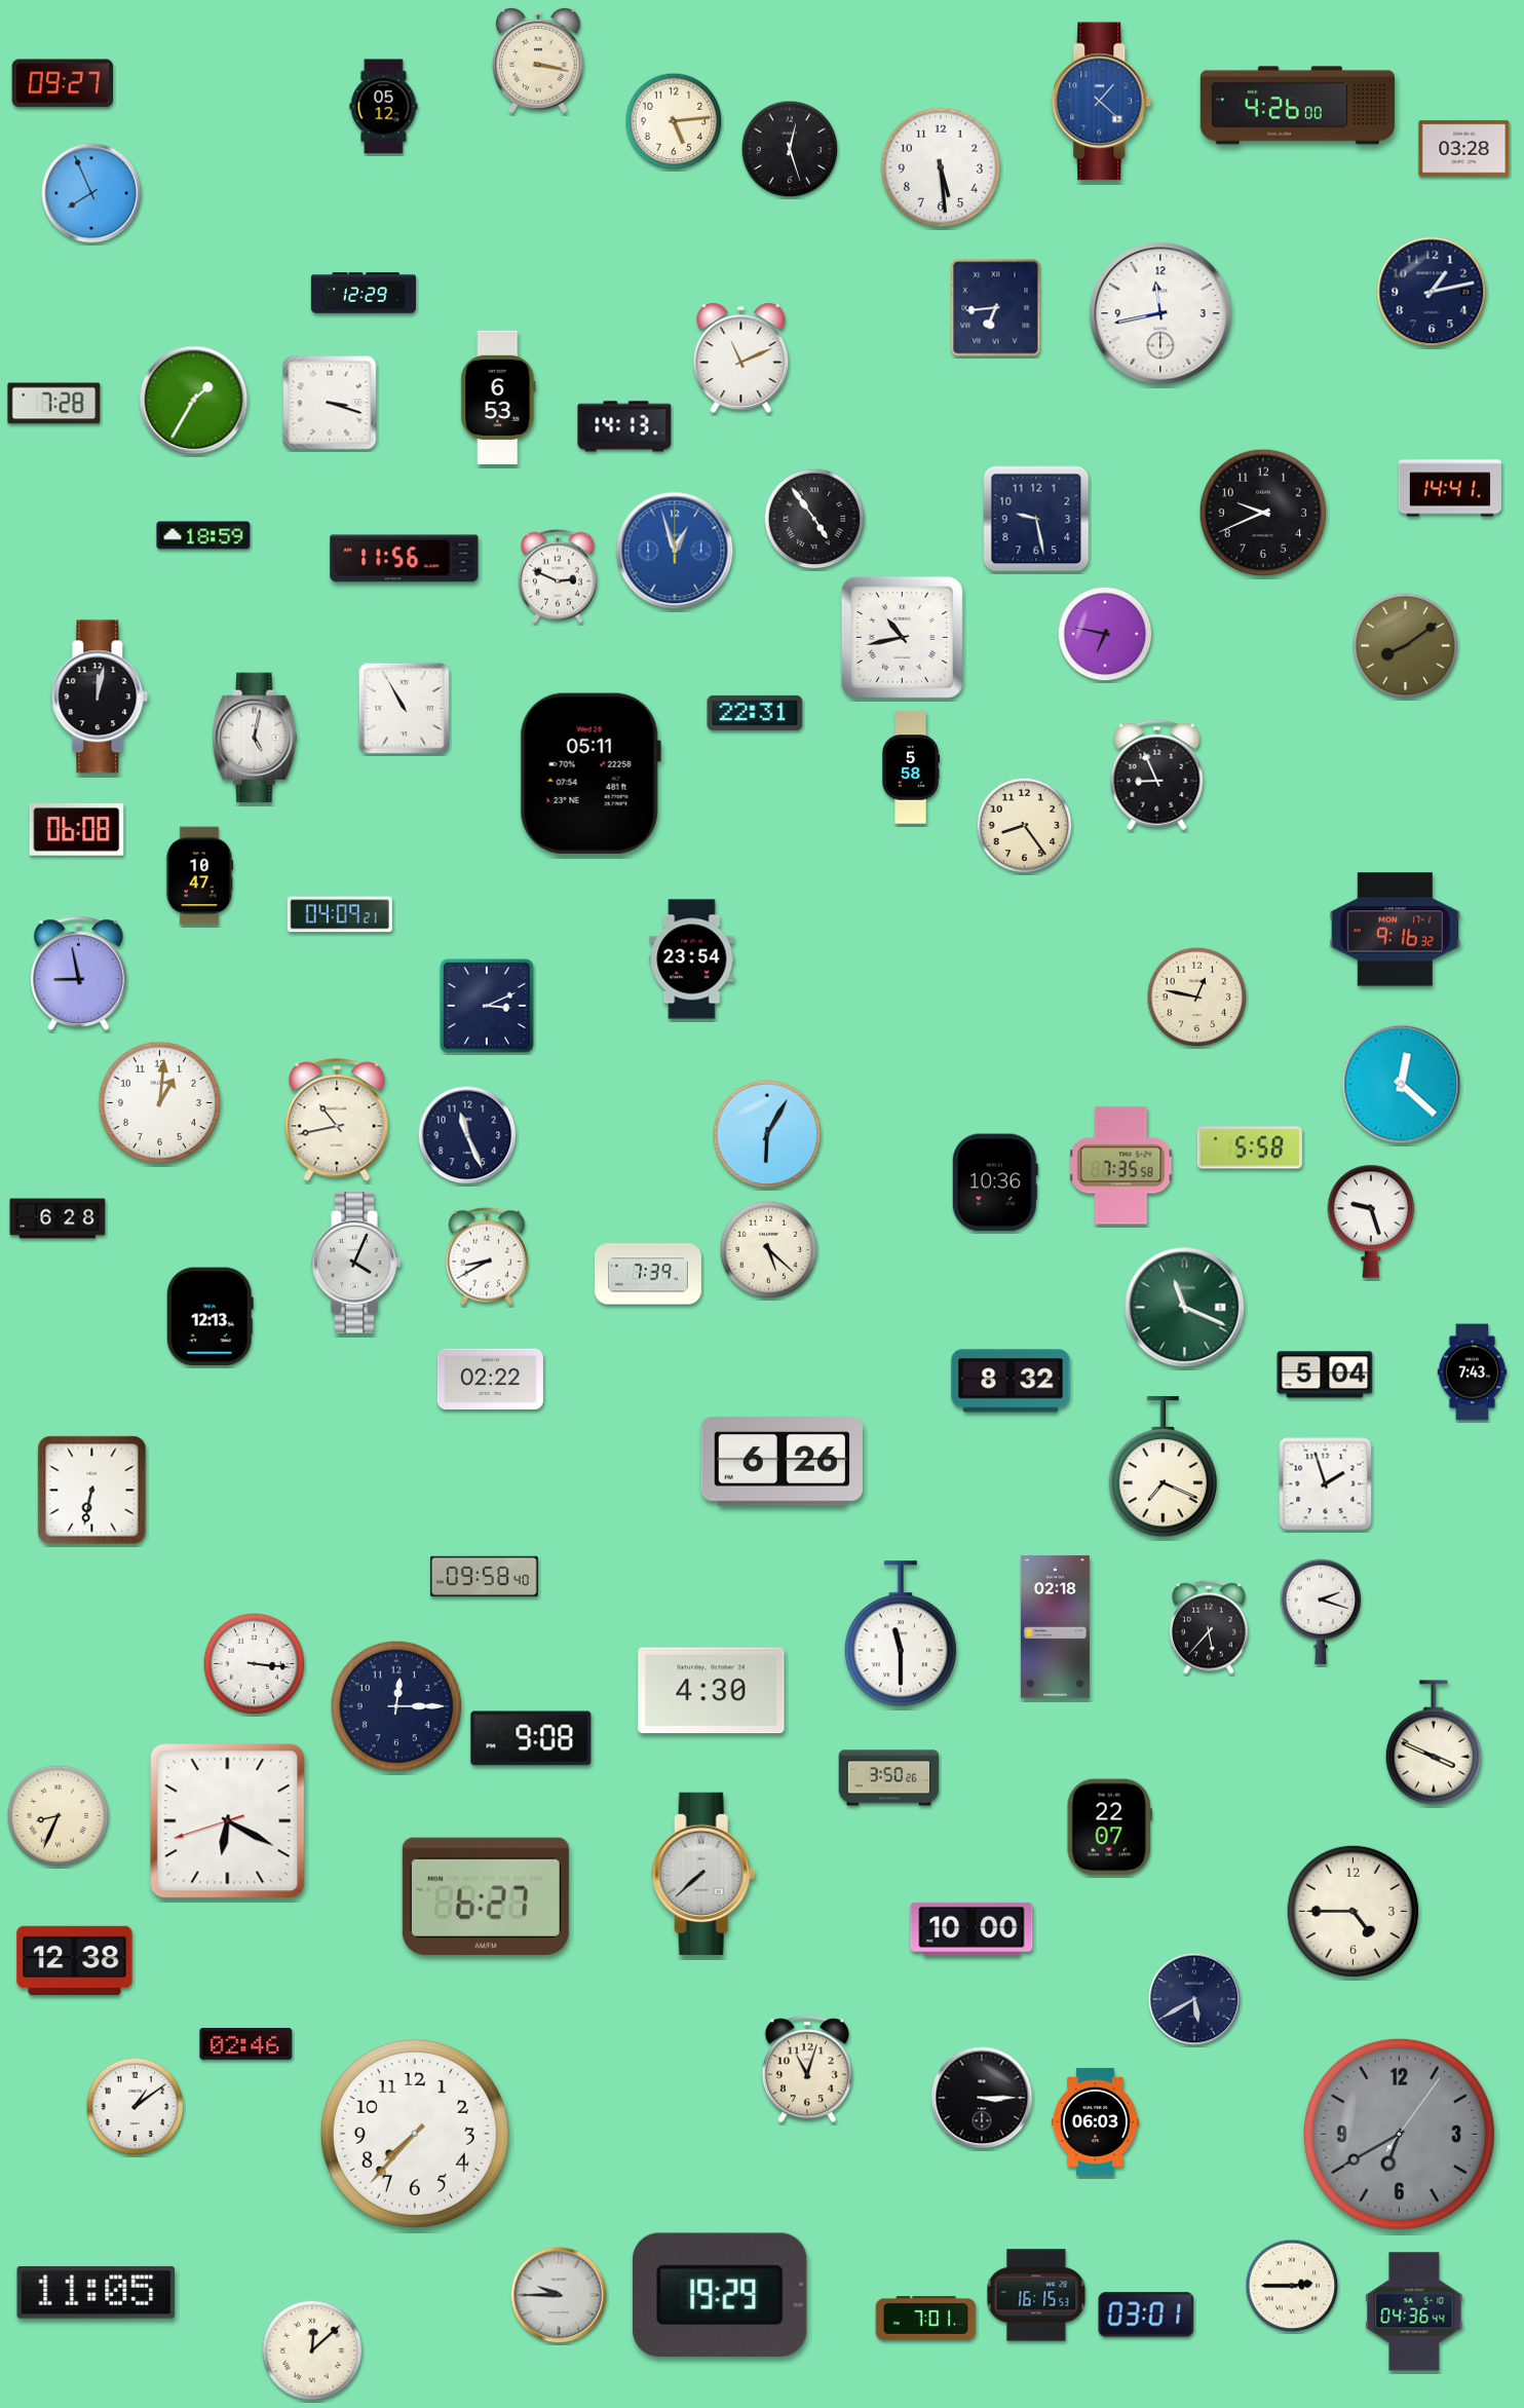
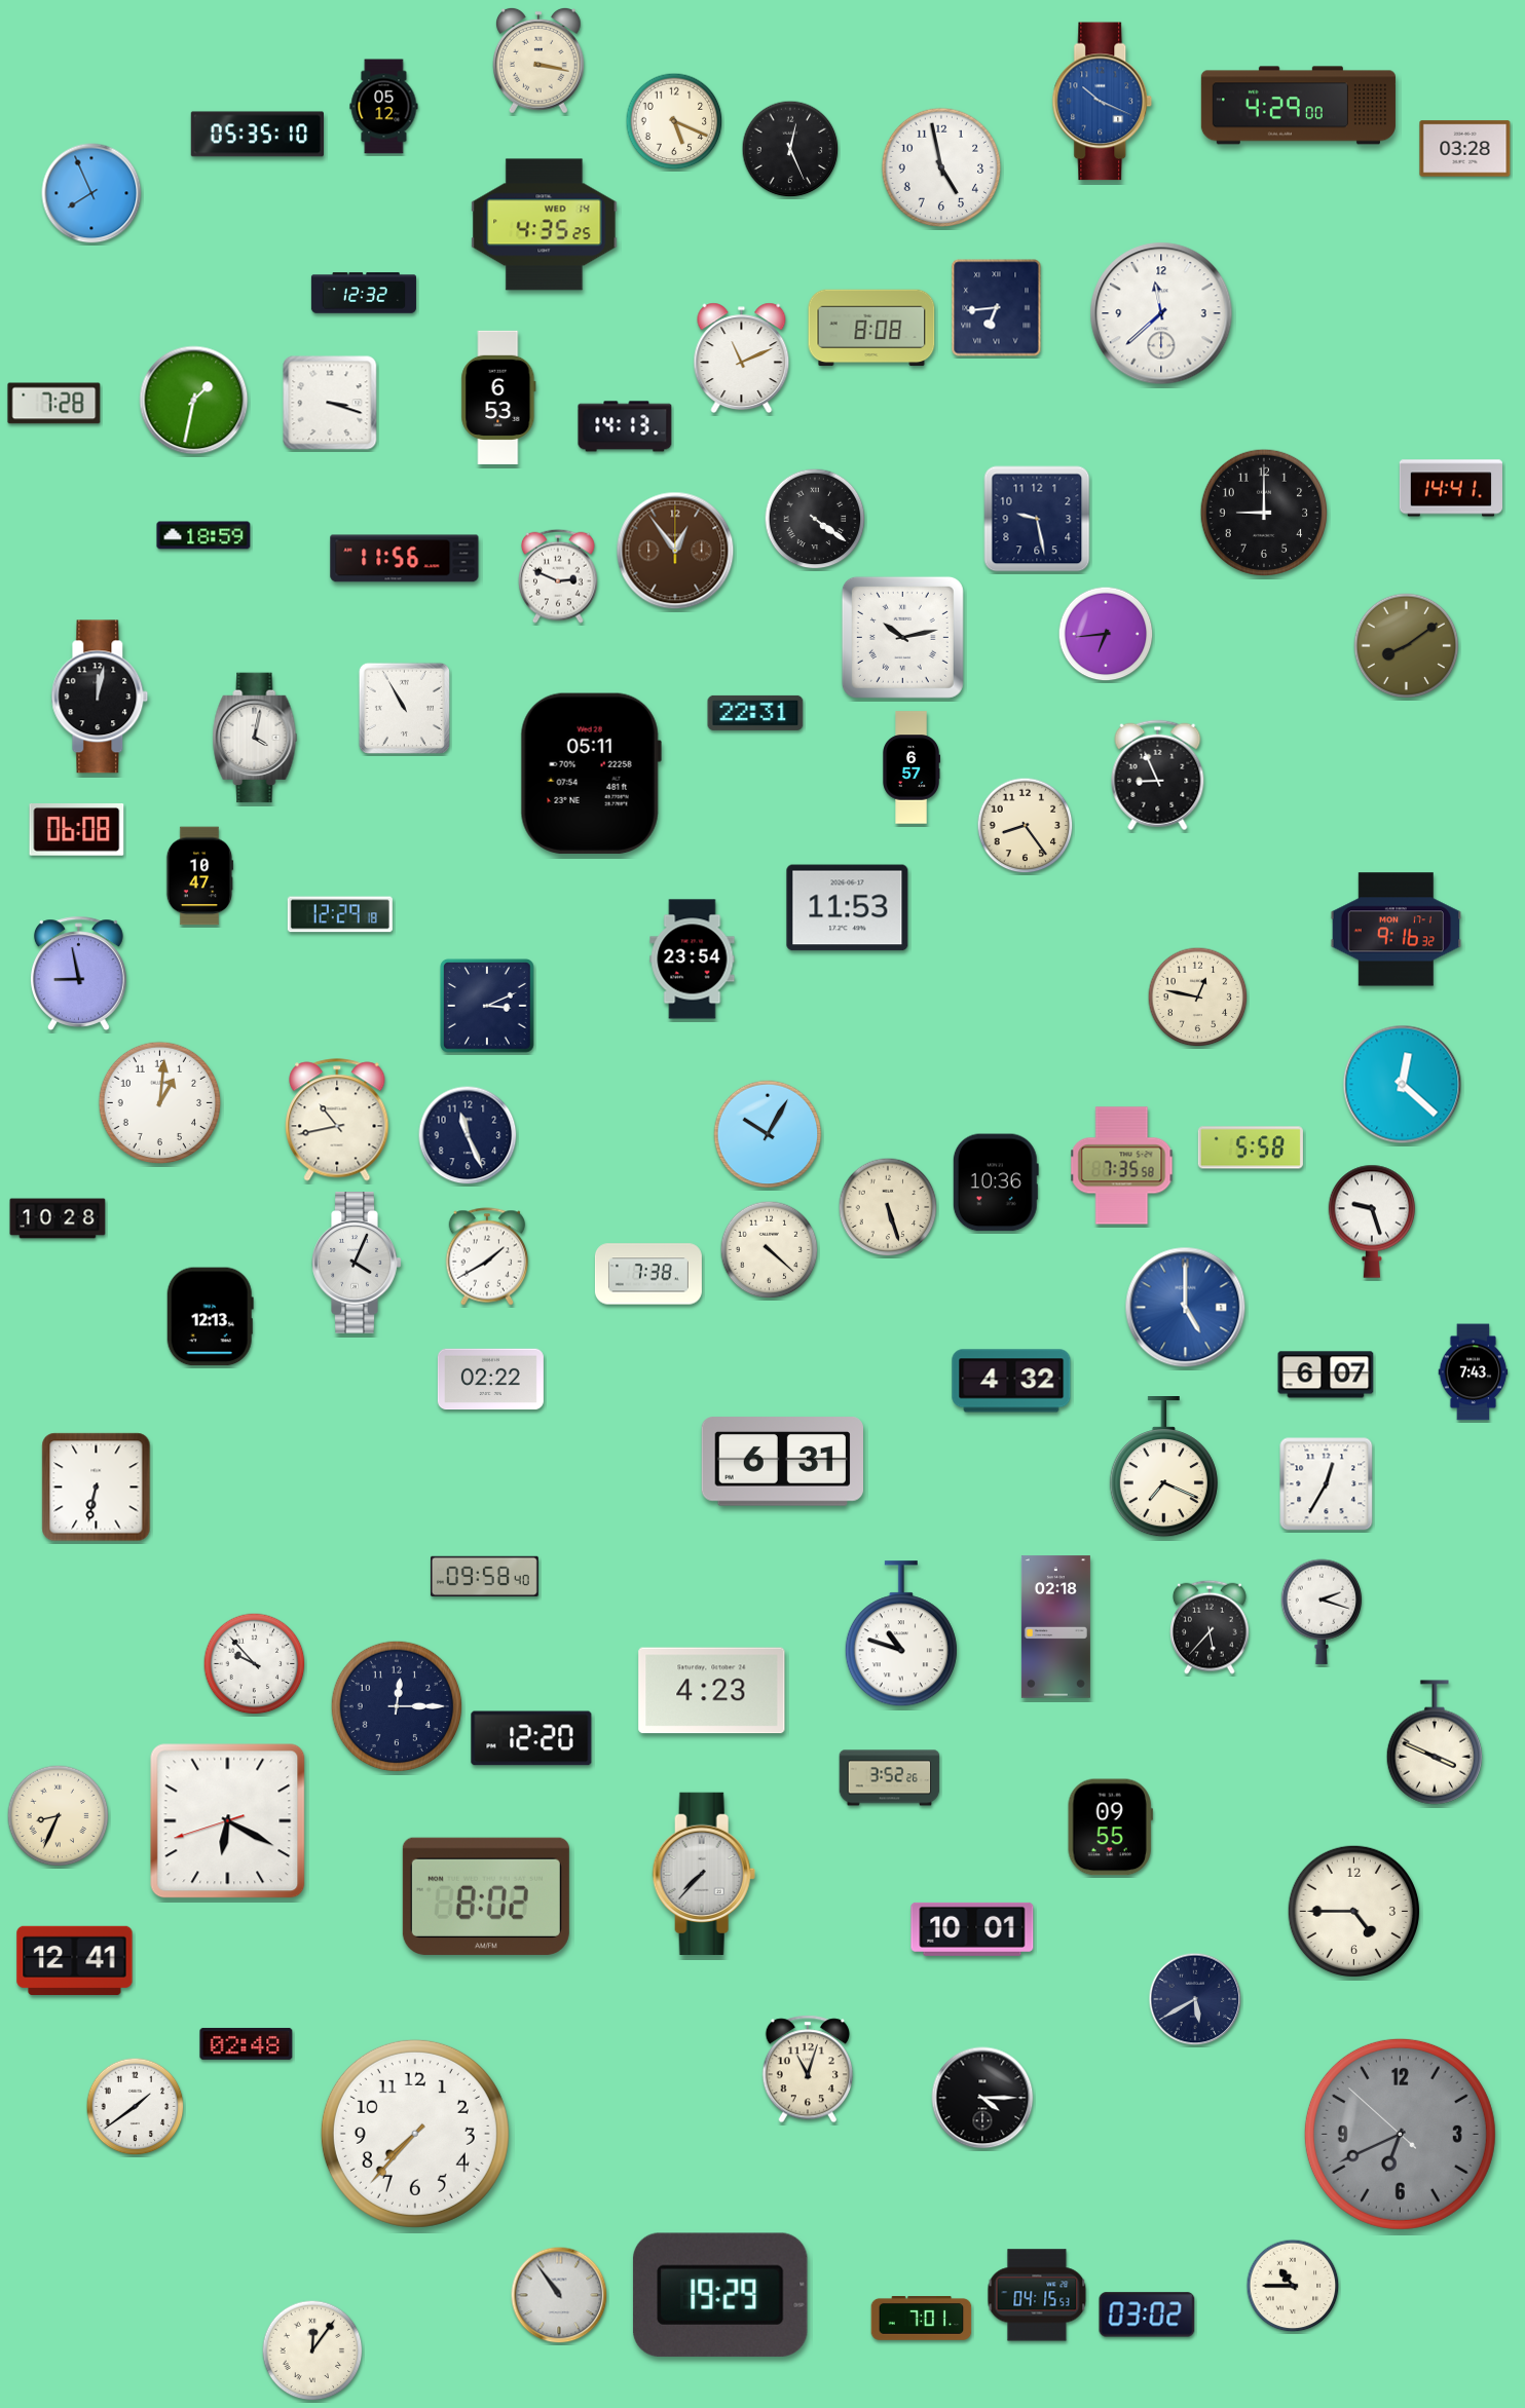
clock at (62, 83): 09:27 -> none
clock at (1102, 102): 1:22 -> 10:19
clock at (1297, 106): 4:26 -> 4:29
clock at (674, 121): 5:14 -> 5:19
clock at (257, 135): none -> 05:35
clock at (790, 149): 12:27 -> 12:26
clock at (941, 167): 5:29 -> 4:58
clock at (545, 225): none -> 4:35
clock at (1432, 292): 1:13 -> none
clock at (364, 293): 12:29 -> 12:32
clock at (1160, 313): 11:43 -> 11:38
clock at (871, 328): none -> 8:08
clock at (194, 401): 1:35 -> 1:32
clock at (1262, 512): 9:41 -> 9:00
clock at (814, 519): 4:54 -> 4:21
clock at (675, 551): 12:57 -> 12:54
clock at (675, 551) dial: blue -> brown
clock at (1105, 634): 6:47 -> 6:44
clock at (902, 637): 10:43 -> 10:13
clock at (255, 738): 5:02 -> 4:02
clock at (911, 767): 5:58 -> 6:57
clock at (848, 908): none -> 11:53
clock at (340, 914): 04:09 -> 12:29
clock at (767, 1134): 6:05 -> 10:05
clock at (888, 1207): none -> 5:27
clock at (58, 1218): 6:28 -> 10:28
clock at (769, 1250): 5:22 -> 4:22
clock at (487, 1256): 8:40 -> 1:40
clock at (648, 1274): 7:39 -> 7:38
clock at (1185, 1308): 11:19 -> 5:00
clock at (1185, 1308) dial: green -> blue
clock at (1325, 1375): 5:04 -> 6:07
clock at (1011, 1381): 8:32 -> 4:32
clock at (782, 1462): 6:26 -> 6:31
clock at (1326, 1484): 1:57 -> 12:35
clock at (92, 1491) position: (92, 1491) -> (97, 1488)
clock at (901, 1634): 11:30 -> 10:48
clock at (255, 1664): 3:16 -> 9:53
clock at (712, 1691): 4:30 -> 4:23
clock at (531, 1738): 9:08 -> 12:20
clock at (889, 1778): 3:50 -> 3:52
clock at (1109, 1828): 22:07 -> 09:55
clock at (703, 1874): 7:38 -> 7:37
clock at (486, 1896): 6:27 -> 8:02
clock at (971, 1929): 10:00 -> 10:01
clock at (75, 1960): 12:38 -> 12:41
clock at (246, 2043): 02:46 -> 02:48
clock at (982, 2098): 3:15 -> 4:15
clock at (136, 2107): 1:09 -> 1:39
clock at (1095, 2121): 06:03 -> none
clock at (1399, 2134): 6:40:06 -> 6:40:52
clock at (1292, 2286): 2:45 -> 10:45
clock at (97, 2293): 11:05 -> none
clock at (559, 2295): 9:45 -> 10:54
clock at (1036, 2295): 16:15 -> 04:15
clock at (1414, 2311): 04:36 -> none
clock at (1146, 2315): 03:01 -> 03:02
clock at (926, 2319) position: (926, 2319) -> (922, 2319)
clock at (312, 2350): 12:08 -> 12:06
